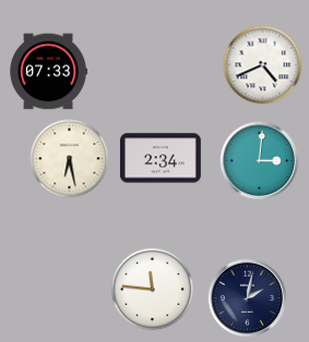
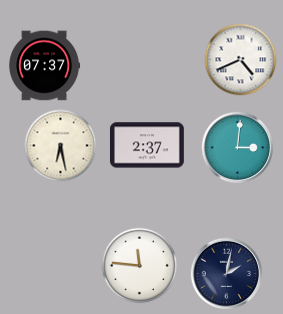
clock at (49, 72): 07:33 -> 07:37
clock at (161, 158): 2:34 -> 2:37
clock at (70, 159) position: (70, 159) -> (61, 146)
